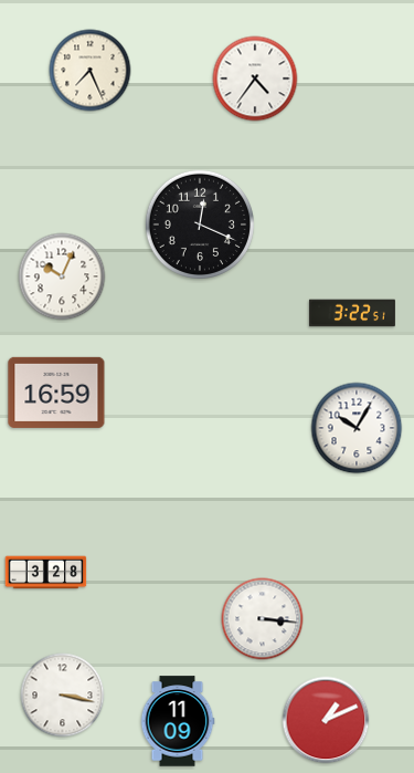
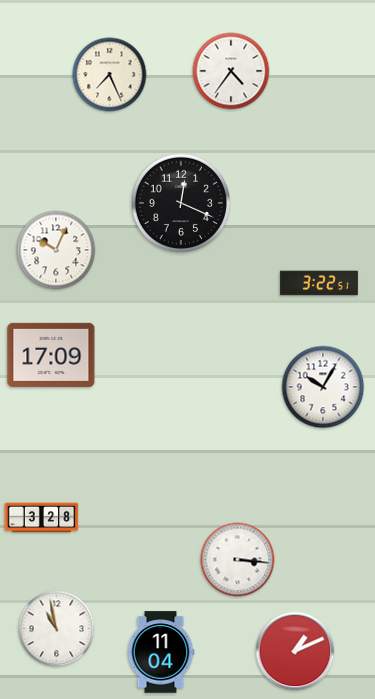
clock at (91, 71) position: (91, 71) -> (110, 75)
clock at (56, 393): 16:59 -> 17:09
clock at (63, 696): 3:17 -> 10:58
clock at (178, 721): 11:09 -> 11:04
